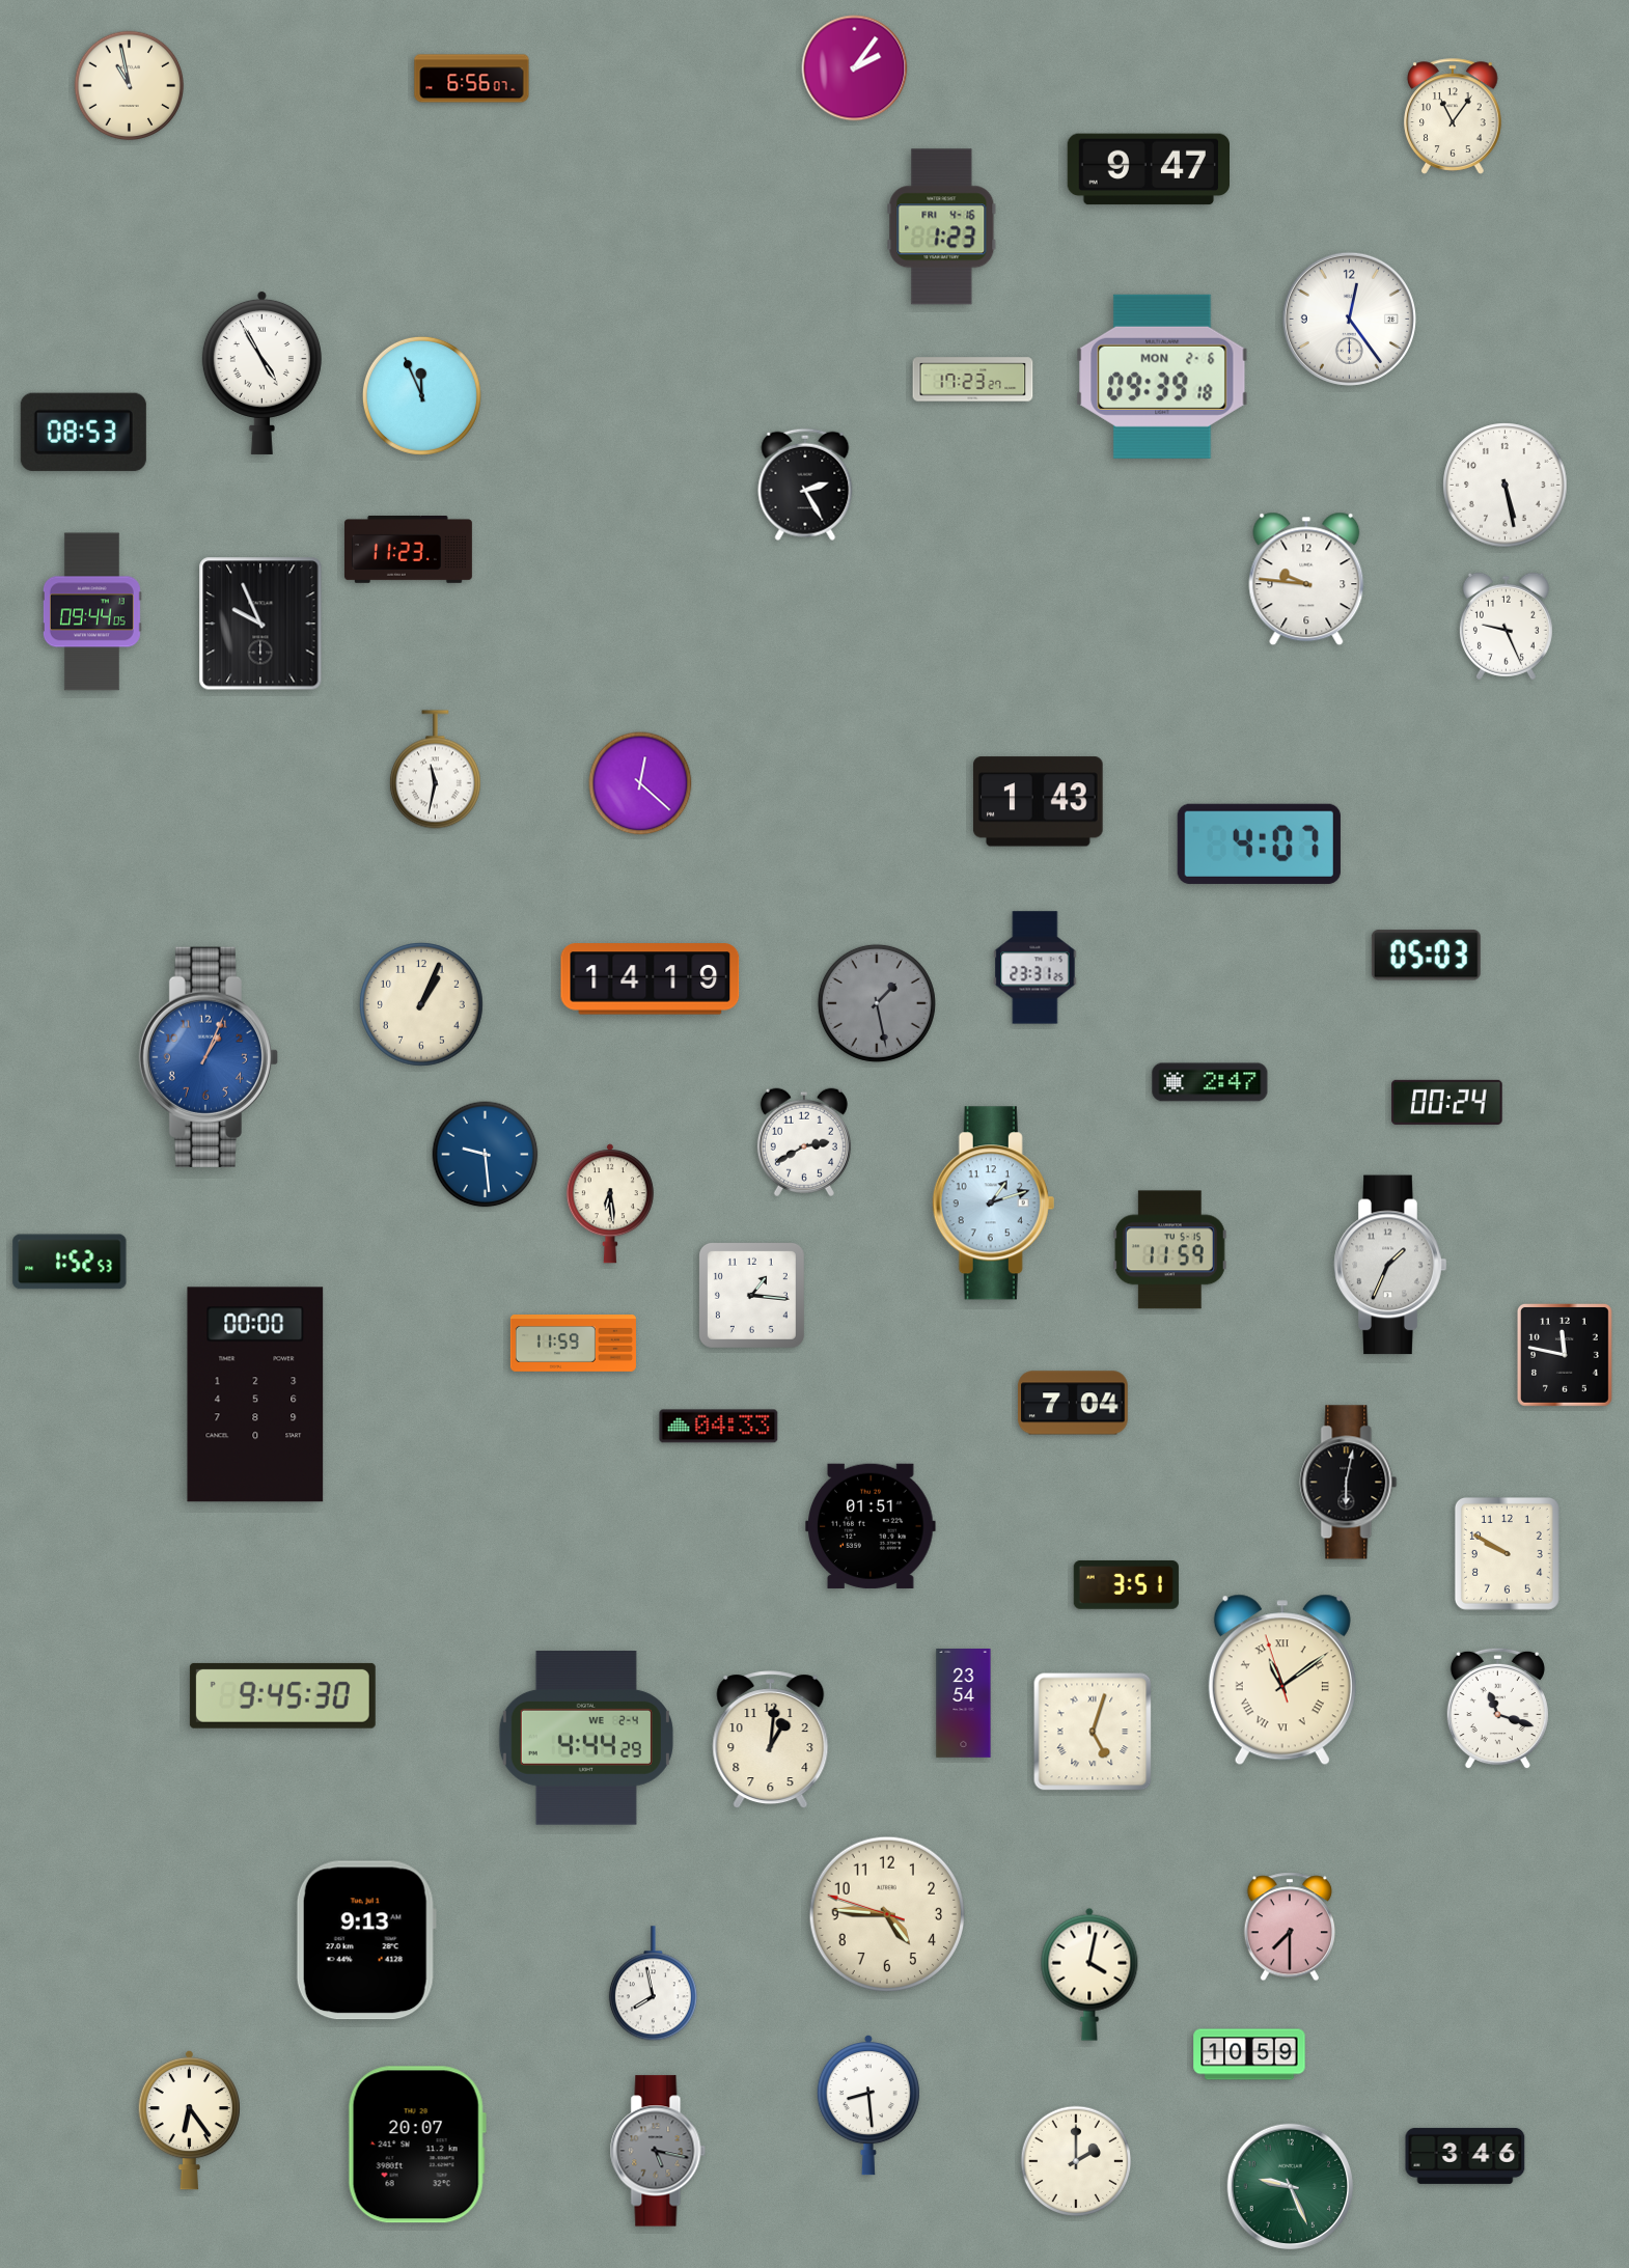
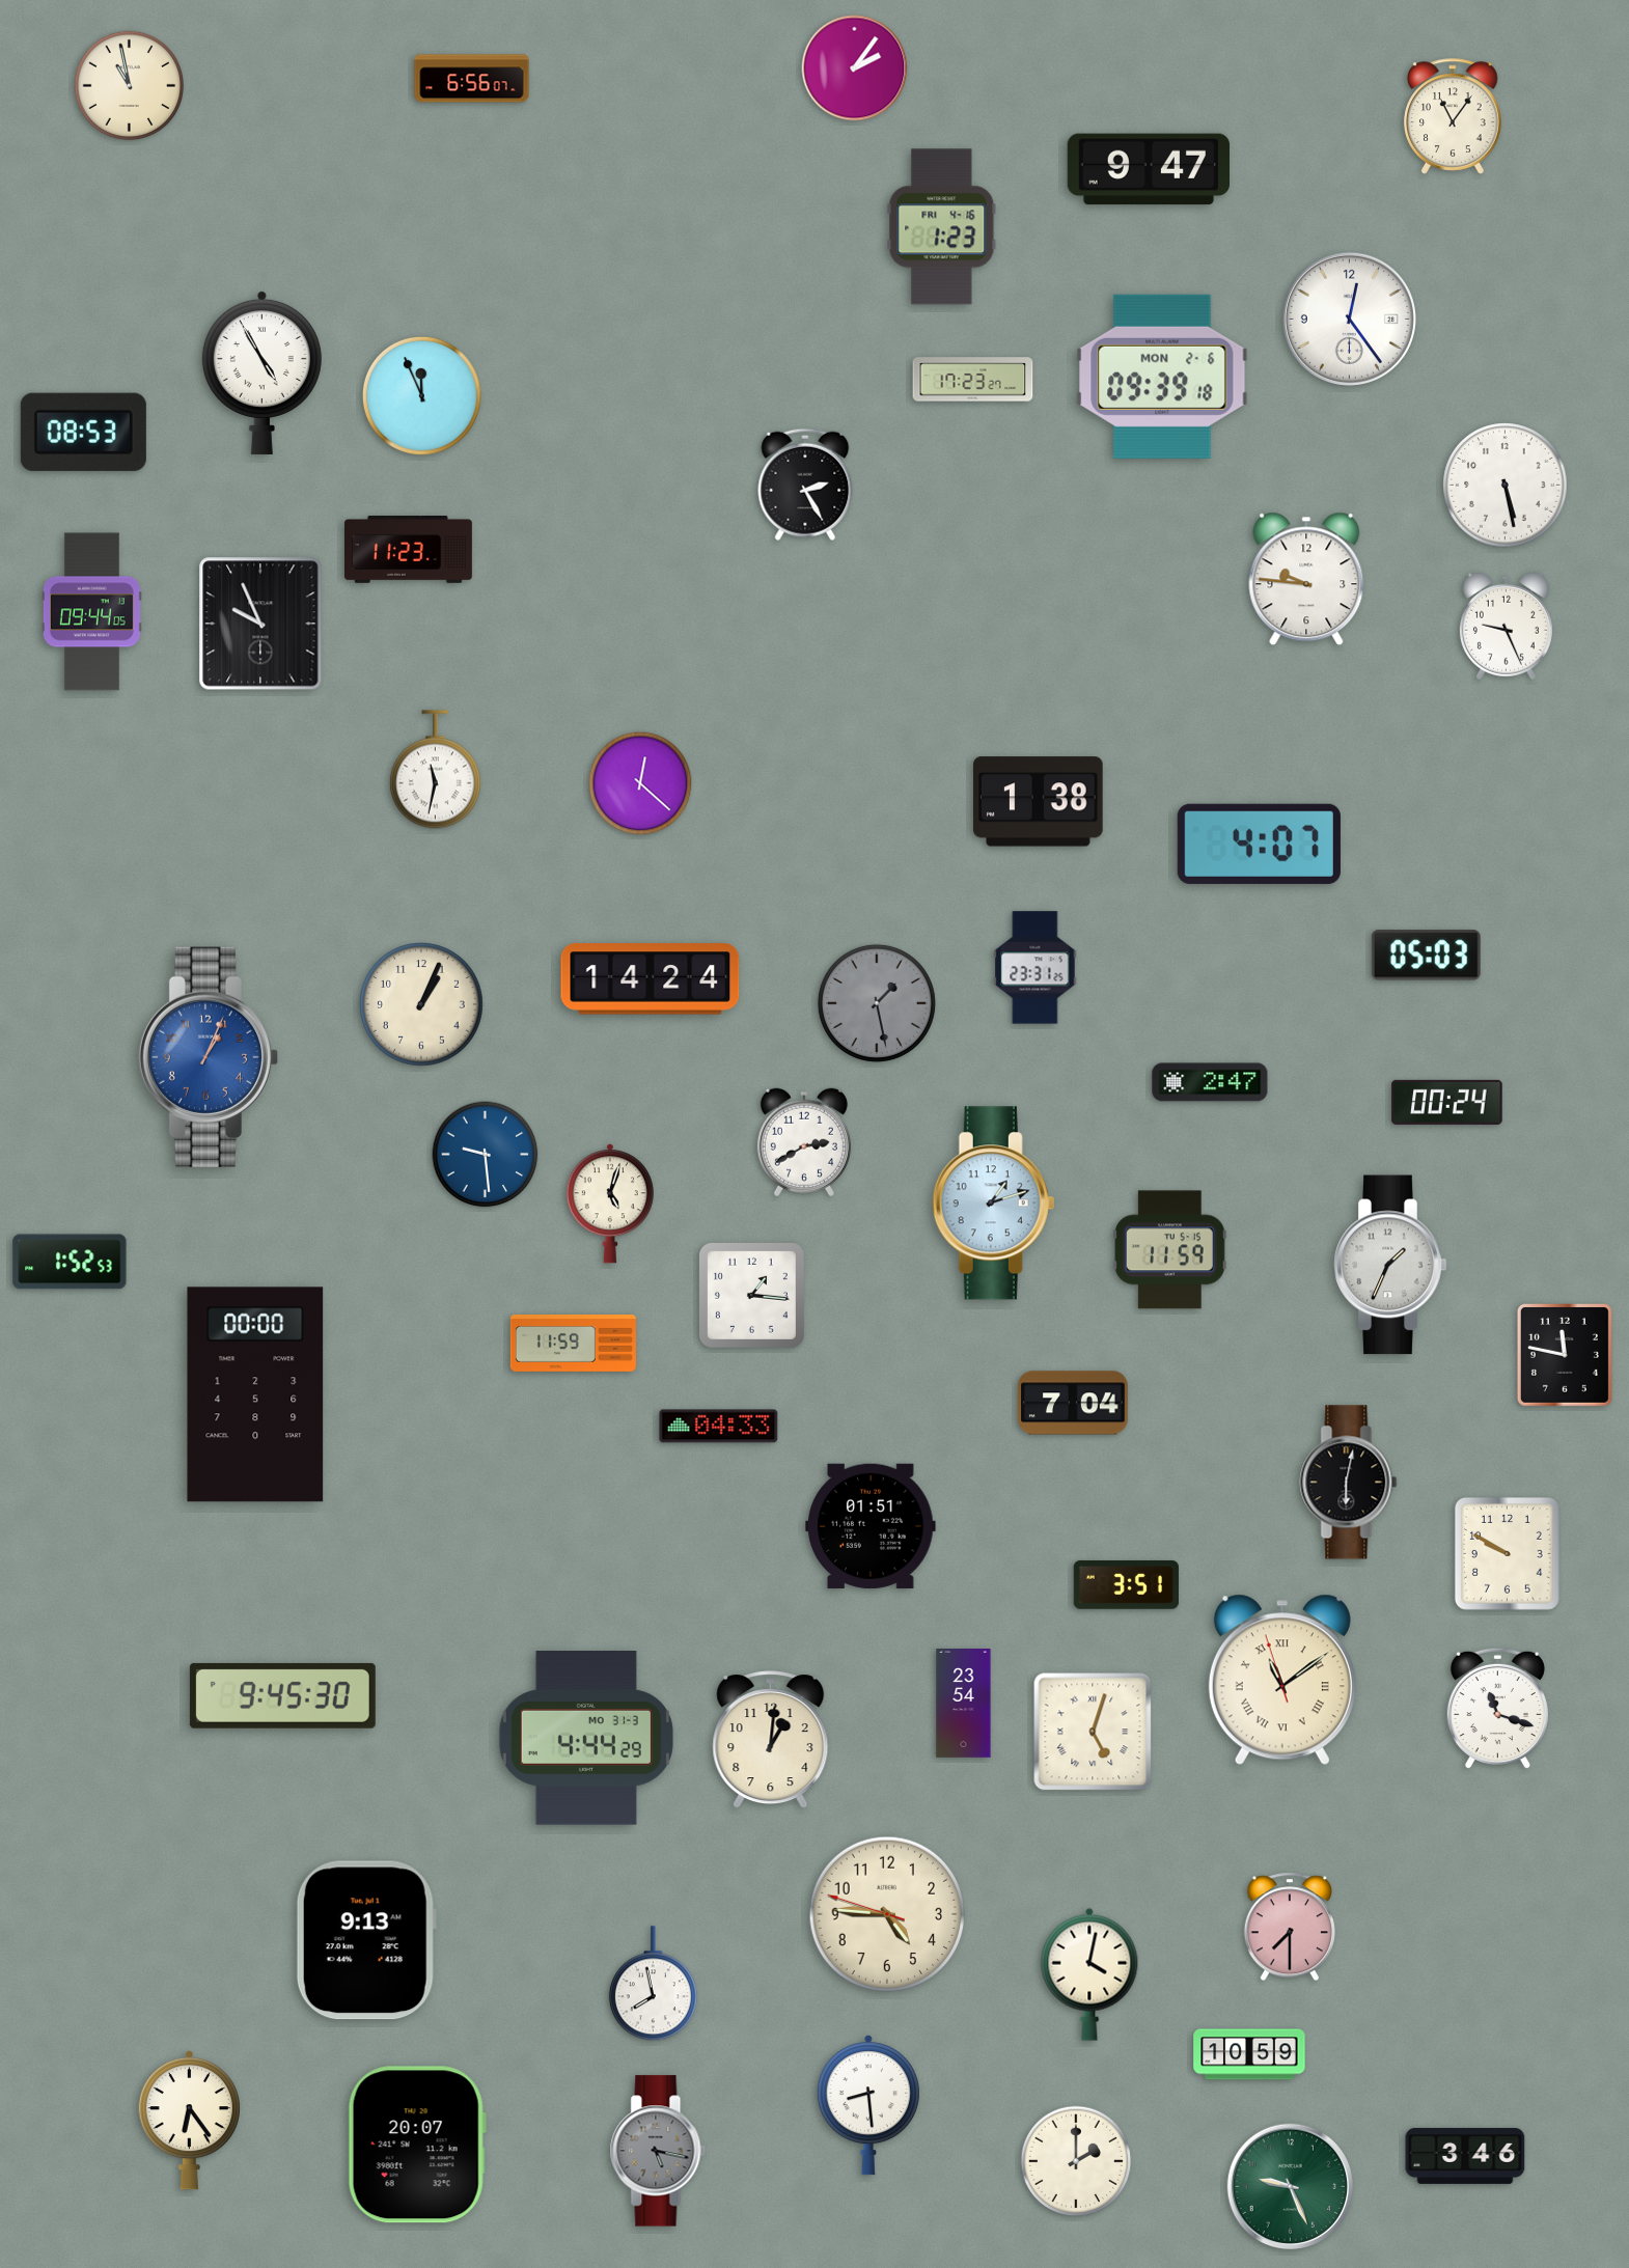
clock at (1038, 802): 1:43 -> 1:38
clock at (651, 979): 14:19 -> 14:24
clock at (610, 1204): 6:29 -> 5:03
clock at (586, 1738) date: WE 2-4 -> MO 31-3
